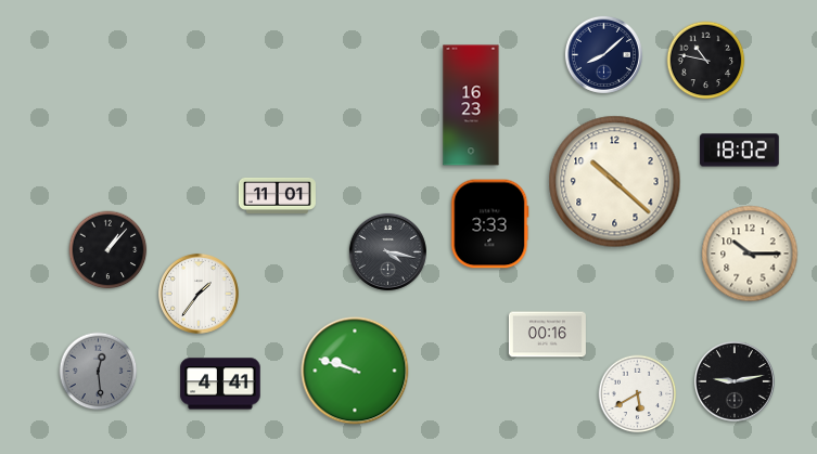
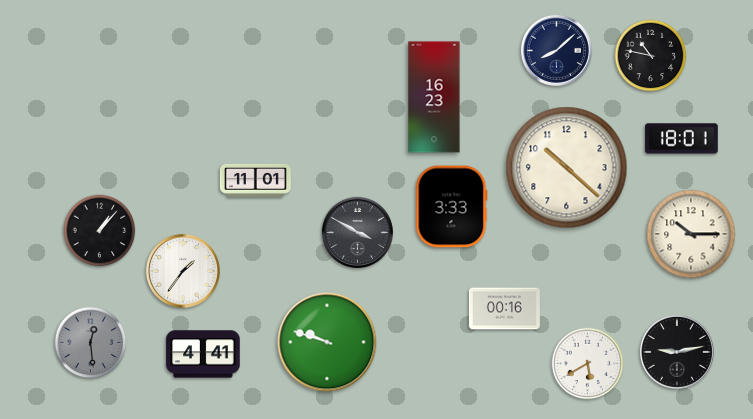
clock at (740, 151): 18:02 -> 18:01
clock at (387, 251): 4:17 -> 3:50
